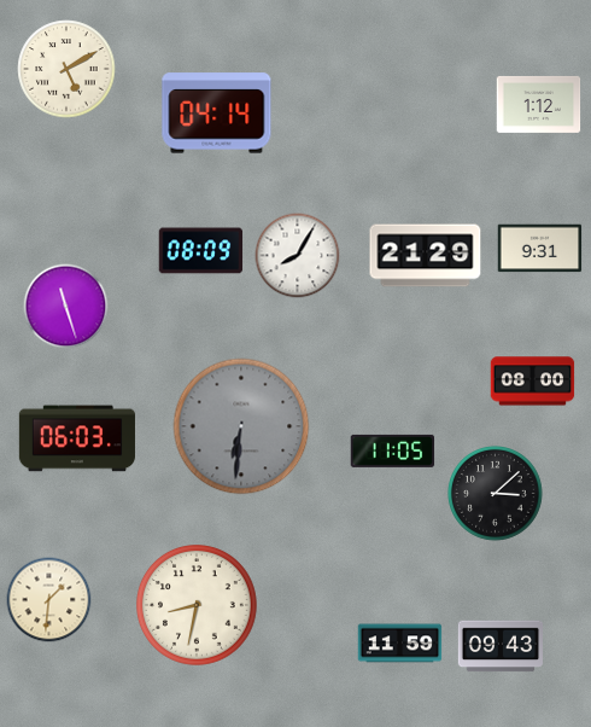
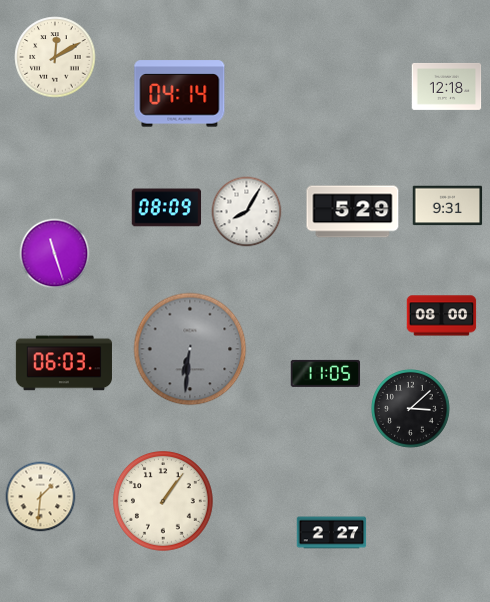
clock at (66, 69): 5:10 -> 12:10
clock at (539, 104): 1:12 -> 12:18
clock at (426, 256): 21:29 -> 5:29
clock at (241, 426) position: (241, 426) -> (190, 349)
clock at (198, 606): 8:32 -> 1:06
clock at (400, 644): 11:59 -> 2:27
clock at (499, 646): 09:43 -> none
